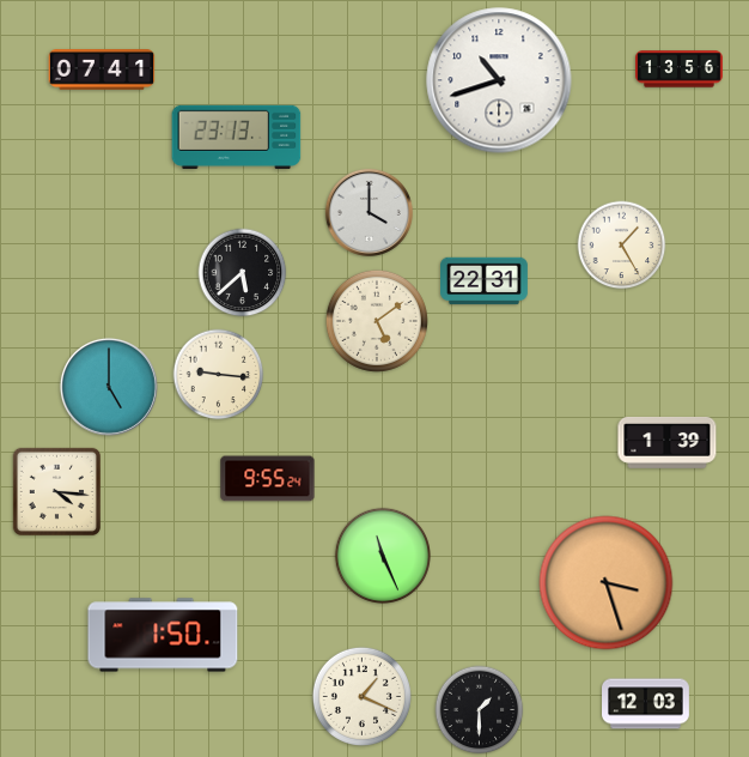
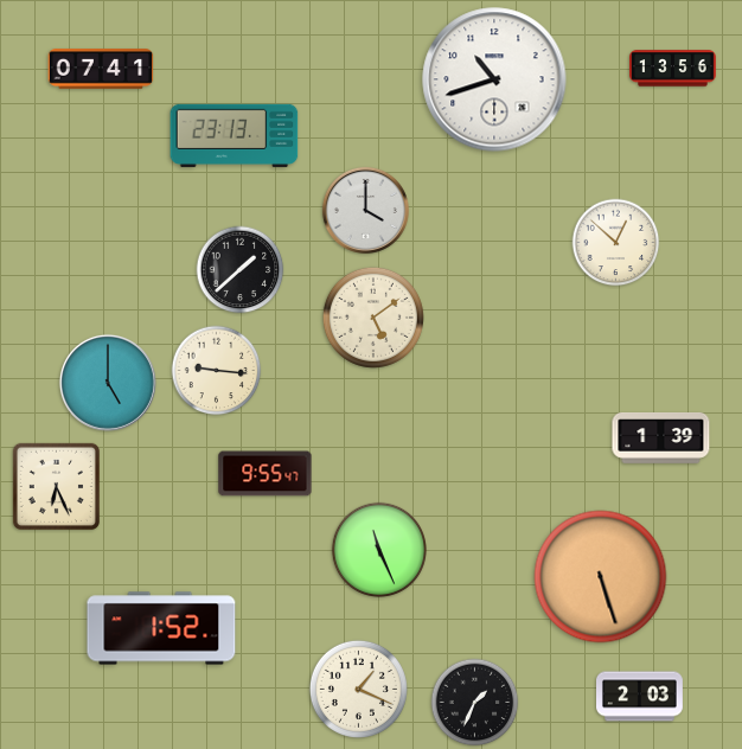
clock at (622, 246): 1:25 -> 12:52
clock at (243, 273): 5:38 -> 1:38
clock at (485, 281): 22:31 -> none
clock at (268, 479): 9:55:24 -> 9:55:47
clock at (56, 491): 4:16 -> 6:26
clock at (607, 583): 3:27 -> 5:27
clock at (163, 635): 1:50 -> 1:52
clock at (646, 704): 12:03 -> 2:03
clock at (480, 710): 1:30 -> 1:34
